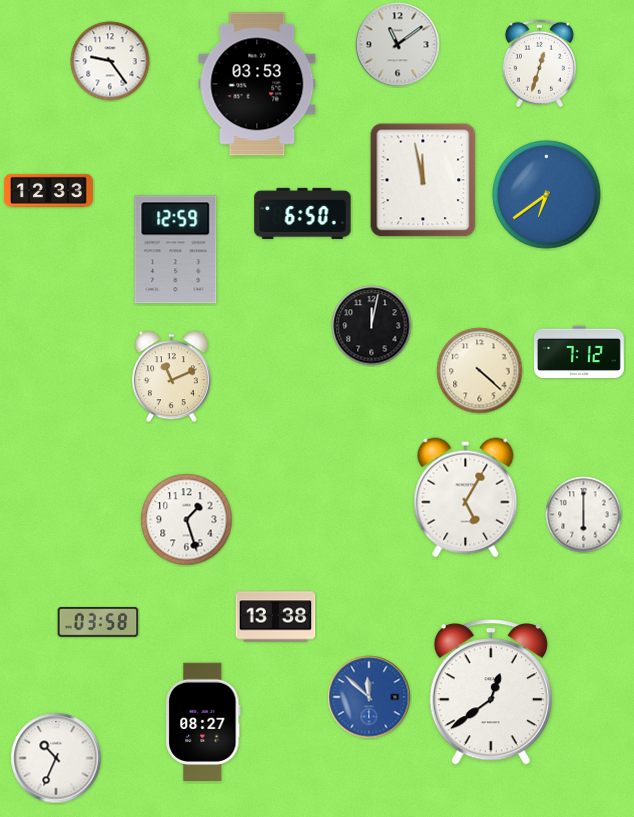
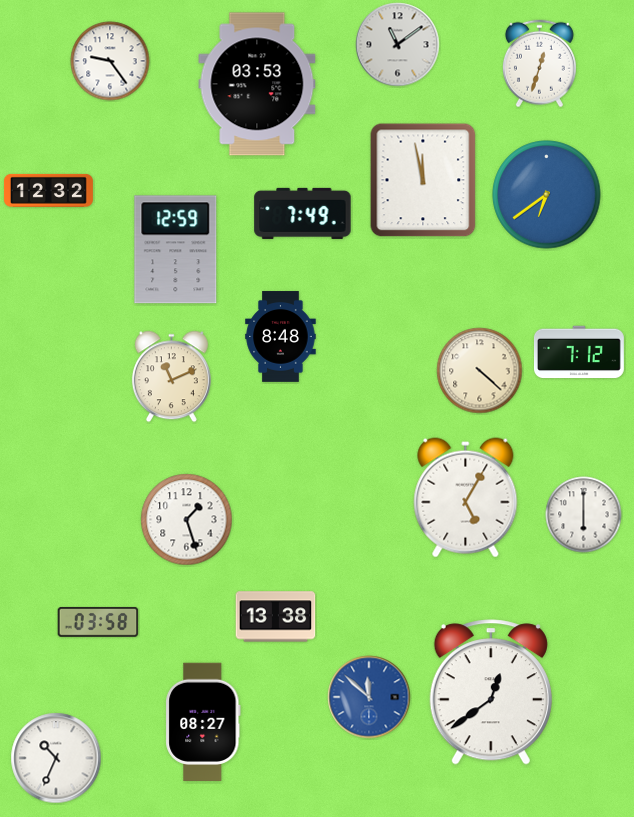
clock at (48, 190): 12:33 -> 12:32
clock at (303, 213): 6:50 -> 7:49
clock at (372, 326): 12:02 -> none
clock at (281, 337): none -> 8:48
